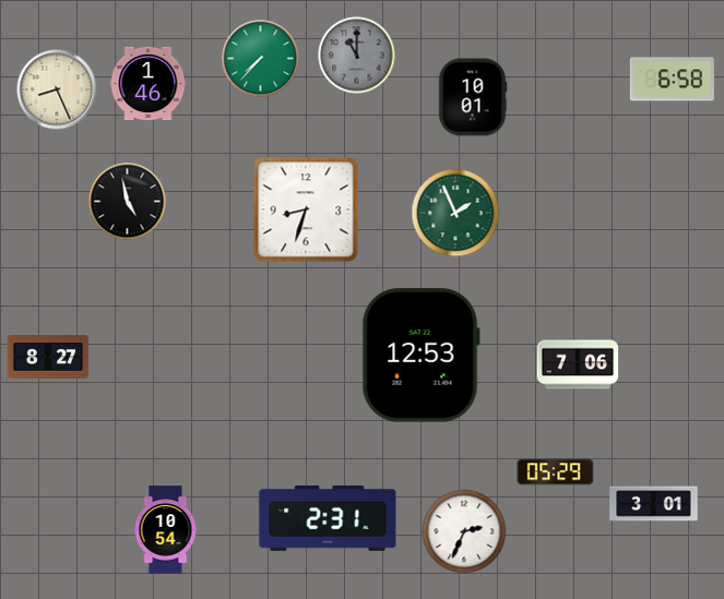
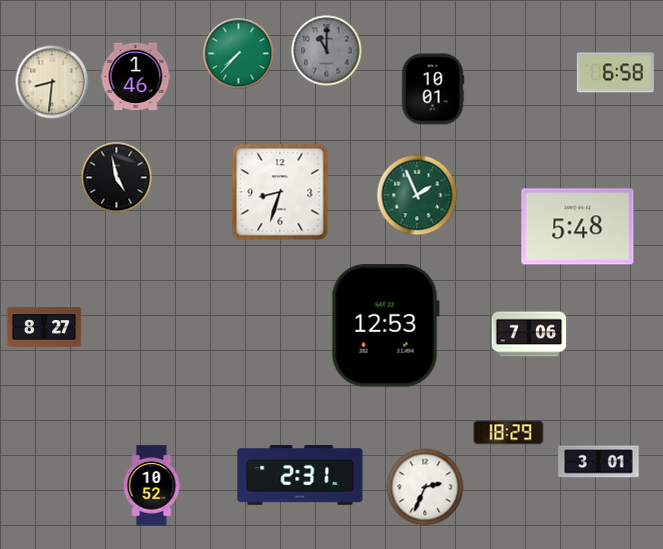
clock at (57, 89): 8:26 -> 8:31
clock at (128, 202) position: (128, 202) -> (117, 178)
clock at (578, 227): none -> 5:48
clock at (556, 472): 05:29 -> 18:29
clock at (166, 530): 10:54 -> 10:52
